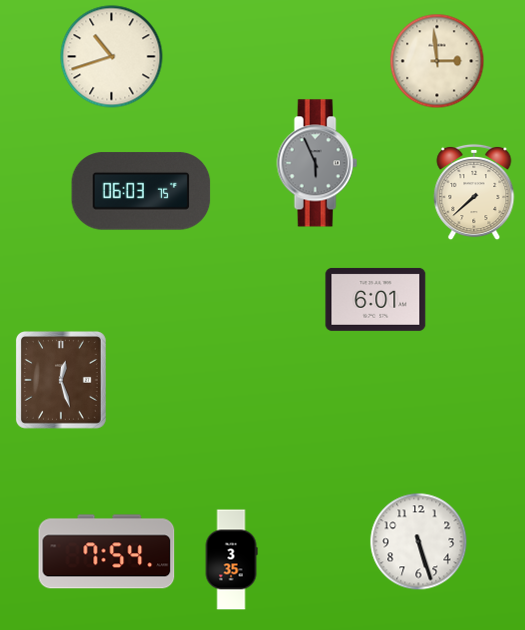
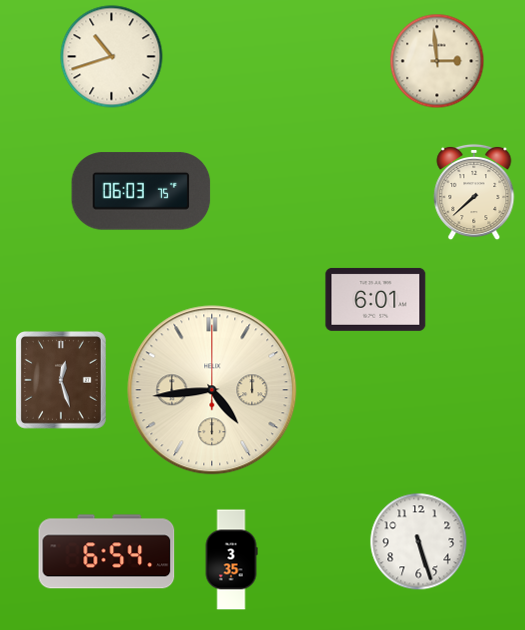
clock at (317, 163): 5:56 -> none
clock at (212, 390): none -> 4:44
clock at (107, 552): 7:54 -> 6:54
